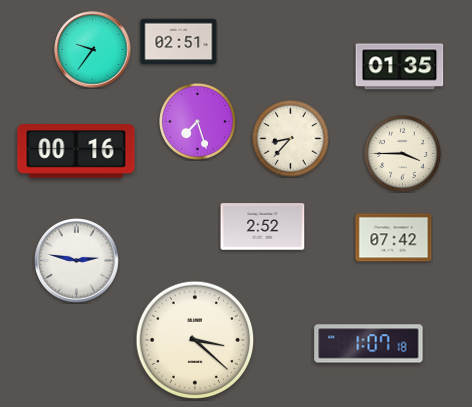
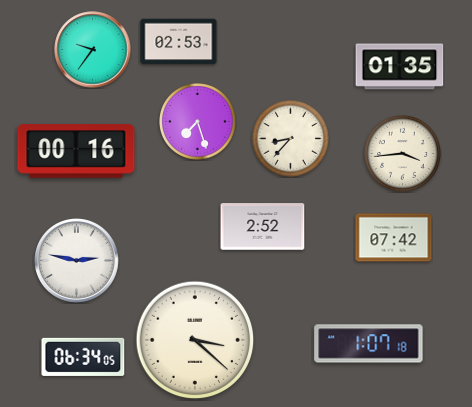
clock at (179, 42): 02:51 -> 02:53
clock at (403, 154): 3:45 -> 3:44
clock at (83, 357): none -> 06:34
